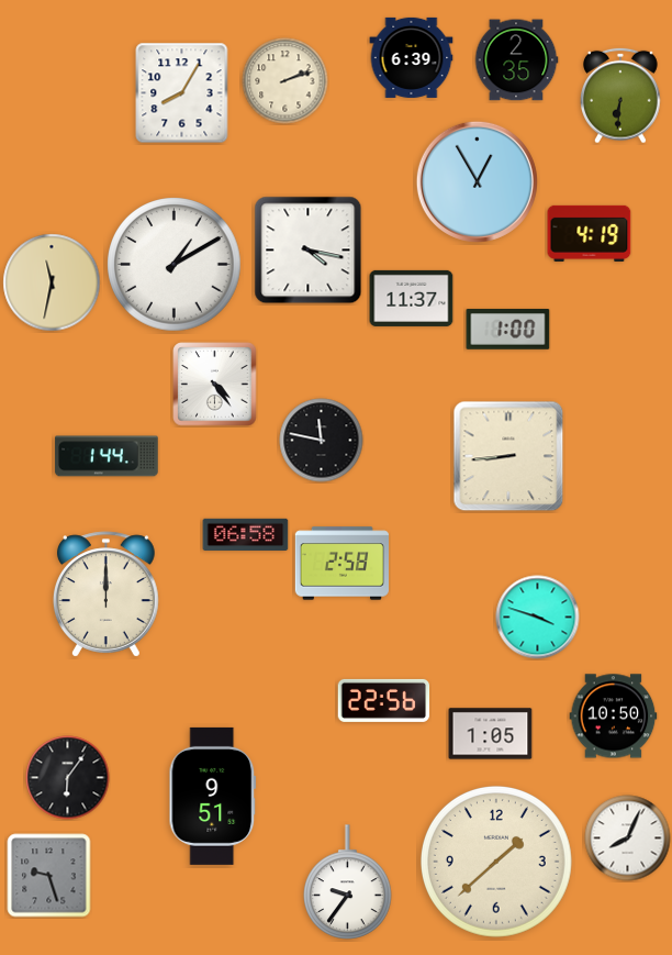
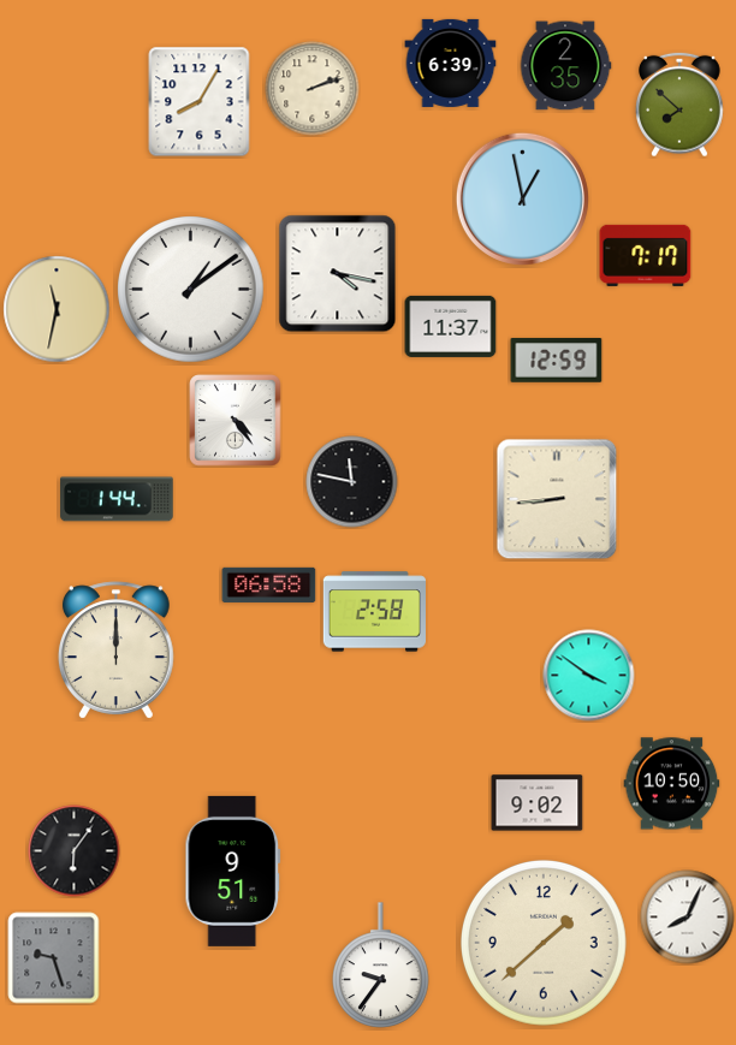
clock at (621, 96): 6:31 -> 7:52
clock at (477, 181): 12:55 -> 12:58
clock at (590, 233): 4:19 -> 7:17
clock at (175, 265): 1:10 -> 1:09
clock at (508, 330): 1:00 -> 12:59
clock at (341, 564) position: (341, 564) -> (374, 612)
clock at (538, 618): 3:48 -> 3:51
clock at (384, 700): 22:56 -> none
clock at (491, 734): 1:05 -> 9:02
